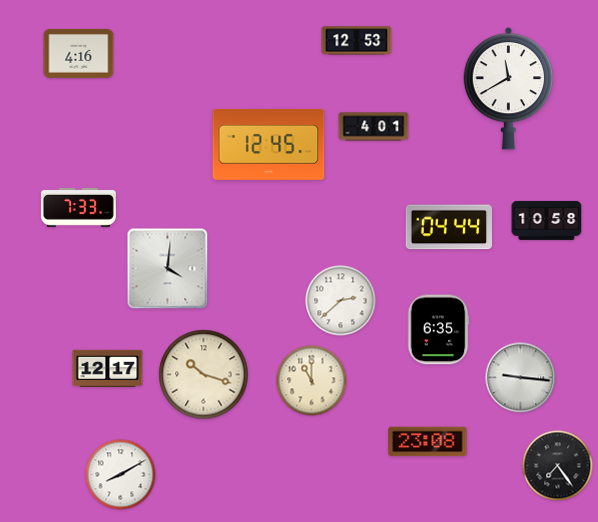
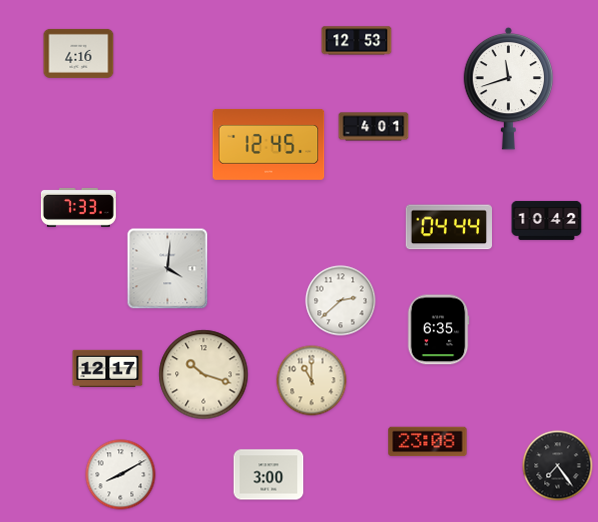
clock at (509, 88): 11:40 -> 11:42
clock at (547, 220): 10:58 -> 10:42
clock at (521, 378): 9:16 -> none
clock at (269, 475): none -> 3:00
